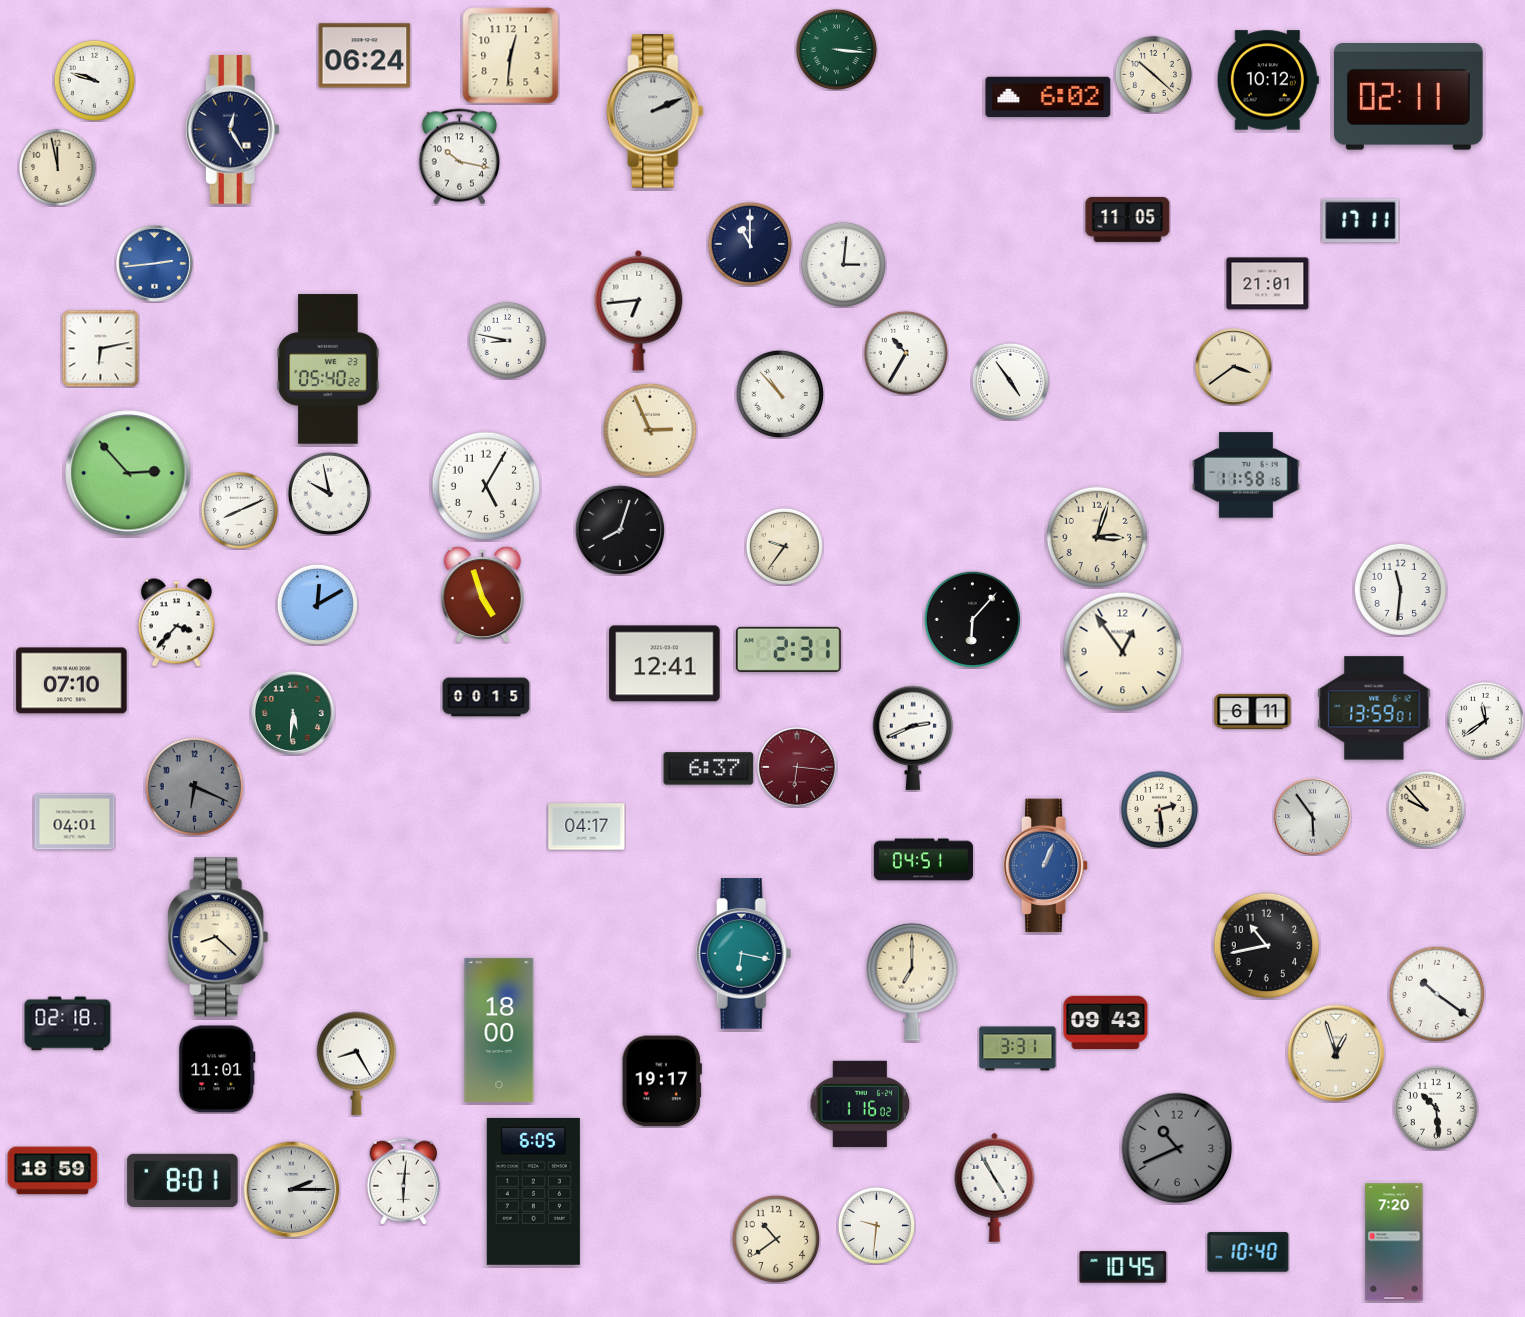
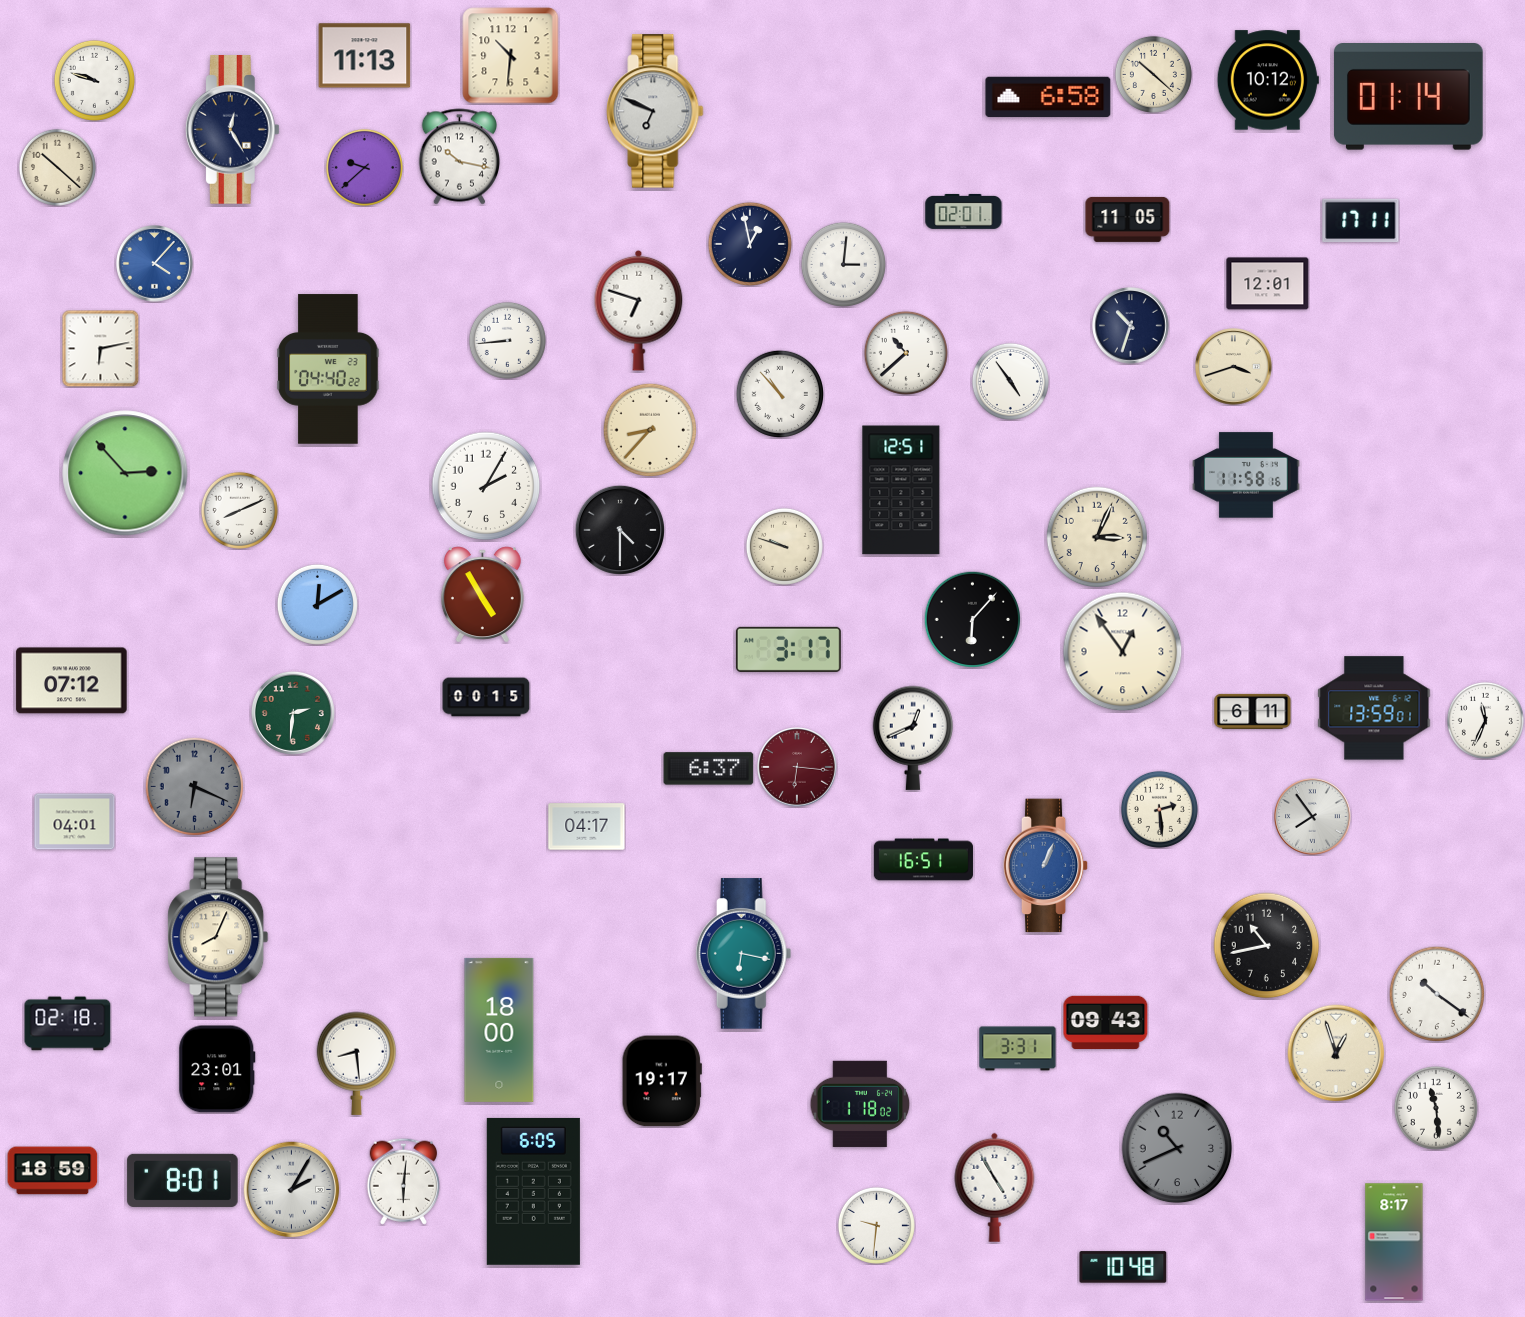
clock at (836, 49): 3:16 -> none
clock at (365, 56): 06:24 -> 11:13
clock at (511, 56): 12:31 -> 10:31
clock at (1048, 97): 6:02 -> 6:58
clock at (1408, 97): 02:11 -> 01:14
clock at (655, 111): 2:11 -> 6:49
clock at (57, 167): 11:58 -> 10:22
clock at (364, 167): none -> 9:38
clock at (964, 211): none -> 02:01
clock at (750, 244): 11:00 -> 12:58
clock at (155, 264): 2:44 -> 4:07
clock at (1268, 284): 21:01 -> 12:01
clock at (639, 310): 6:44 -> 6:48
clock at (1131, 326): none -> 10:33
clock at (507, 340): 8:47 -> 8:44
clock at (906, 353): 10:35 -> 10:38
clock at (1234, 367): 3:39 -> 3:42
clock at (328, 369): 05:40 -> 04:40
clock at (649, 429): 2:56 -> 8:37
clock at (128, 473) position: (128, 473) -> (125, 473)
clock at (486, 486): 5:05 -> 2:05
clock at (901, 490): none -> 12:51
clock at (329, 493): 9:58 -> none
clock at (620, 530): 8:03 -> 4:30
clock at (1097, 537): 3:03 -> 3:04
clock at (784, 546): 9:36 -> 9:48
clock at (1400, 589): 11:31 -> none
clock at (482, 595): 4:57 -> 4:55
clock at (176, 623): 3:37 -> none
clock at (788, 649): 2:31 -> 3:17
clock at (665, 664): 12:41 -> none
clock at (72, 681): 07:10 -> 07:12
clock at (293, 713): 5:31 -> 2:31
clock at (1485, 720): 11:39 -> 11:34
clock at (913, 738): 2:41 -> 12:41
clock at (1426, 809): 9:53 -> none
clock at (1313, 817): 5:54 -> 7:54
clock at (923, 860): 04:51 -> 16:51
clock at (218, 937): 8:22 -> 8:04
clock at (912, 982): 7:00 -> none
clock at (357, 1063): 8:25 -> 8:29
clock at (217, 1069): 11:01 -> 23:01
clock at (860, 1104): 1:16 -> 1:18
clock at (1436, 1108): 10:29 -> 11:29
clock at (292, 1190): 2:15 -> 2:05
clock at (776, 1239): 10:39 -> none
clock at (1394, 1242): 7:20 -> 8:17
clock at (1248, 1252): 10:40 -> none
clock at (1123, 1267): 10:45 -> 10:48
